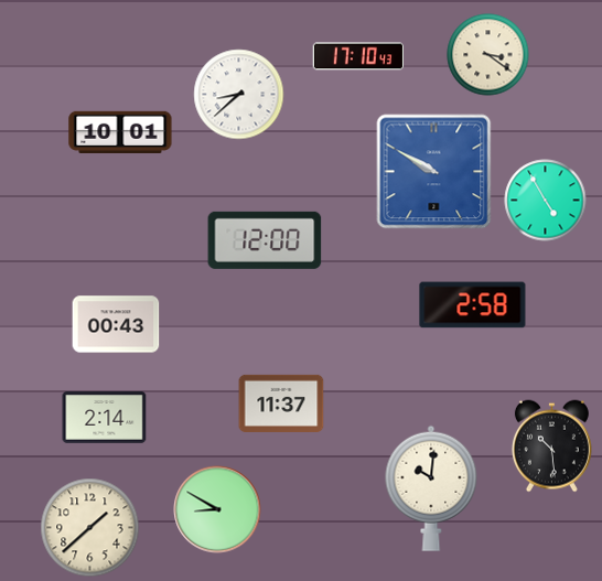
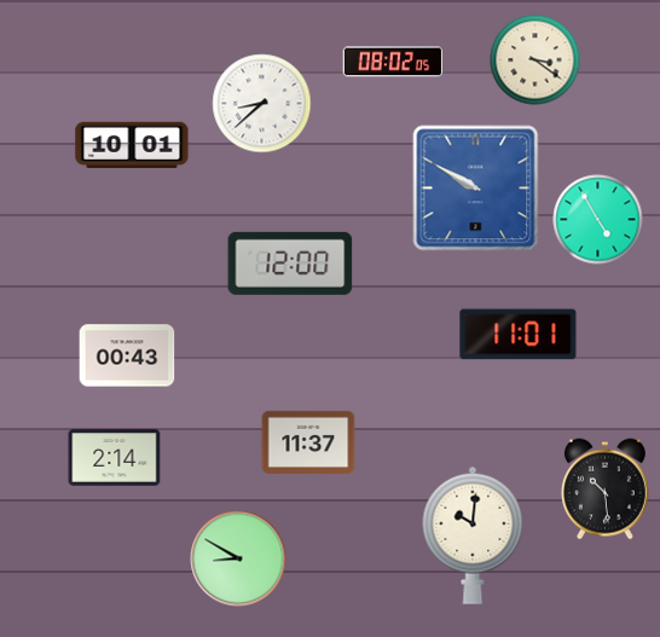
clock at (357, 56): 17:10 -> 08:02
clock at (473, 305): 2:58 -> 11:01
clock at (90, 528): 1:38 -> none
